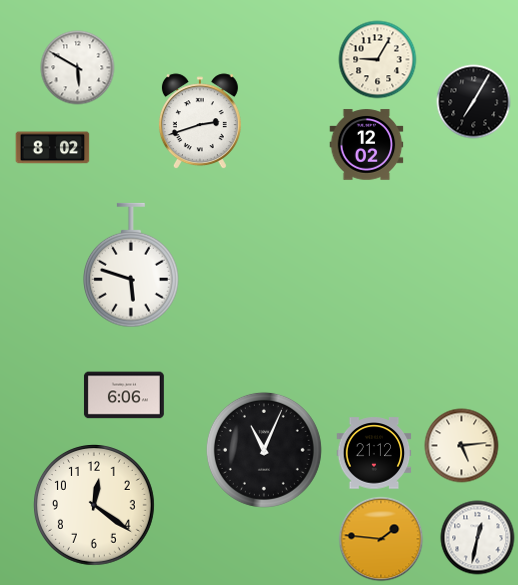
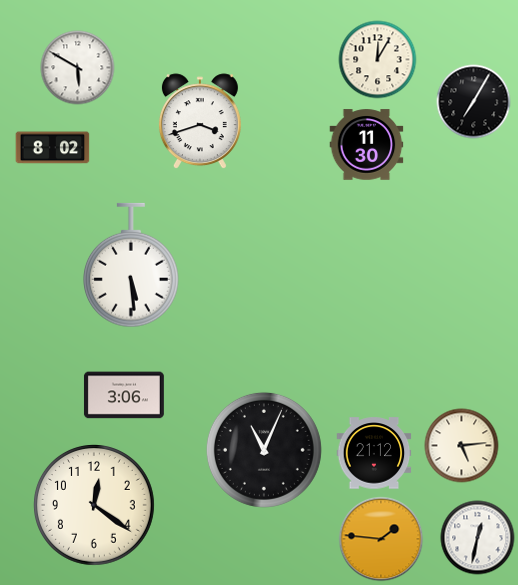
clock at (378, 60): 9:05 -> 12:05
clock at (200, 122): 2:42 -> 3:42
clock at (367, 145): 12:02 -> 11:30
clock at (132, 265): 5:48 -> 5:29
clock at (124, 395): 6:06 -> 3:06
